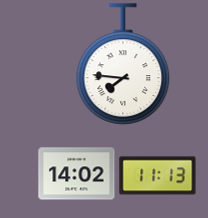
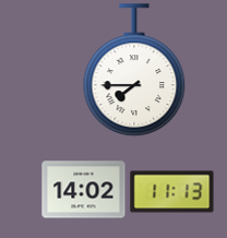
clock at (123, 64): 7:46 -> 7:45
